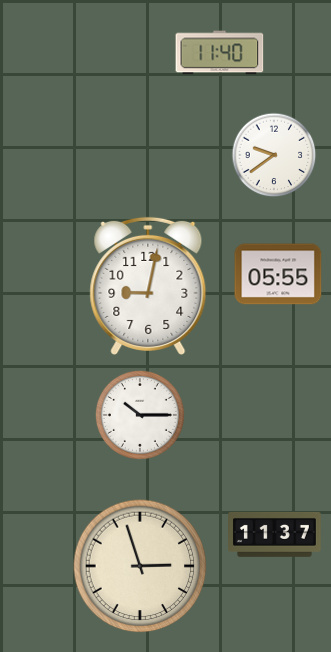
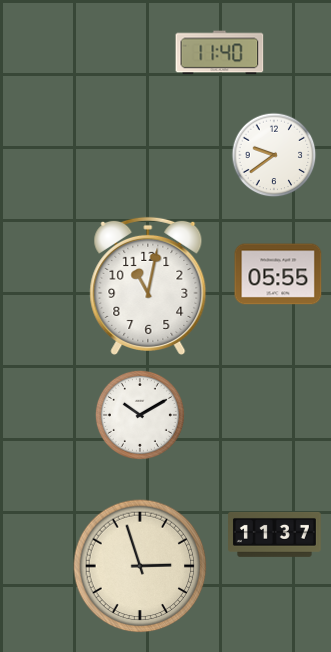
clock at (148, 286): 9:02 -> 11:02
clock at (140, 415): 10:15 -> 10:10
